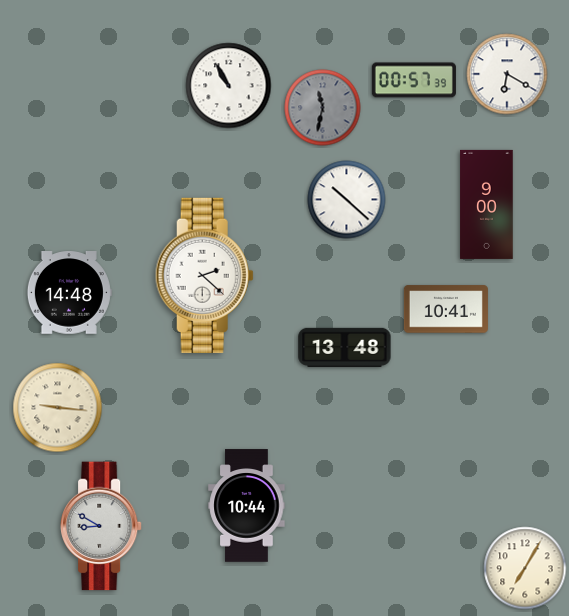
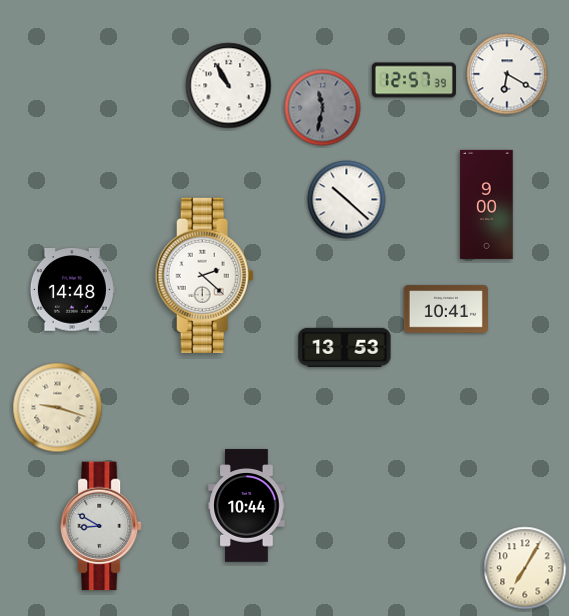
clock at (414, 80): 00:57 -> 12:57
clock at (69, 293) position: (69, 293) -> (72, 290)
clock at (345, 347): 13:48 -> 13:53
clock at (58, 408): 9:16 -> 9:18
